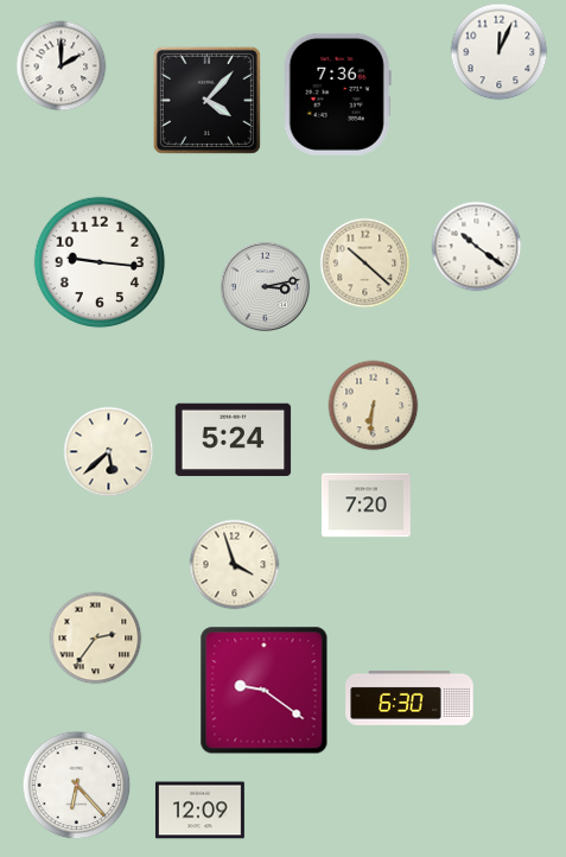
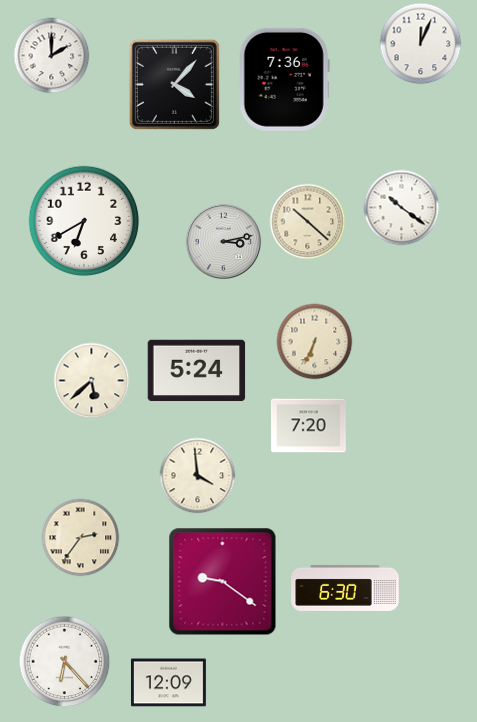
clock at (100, 262): 9:16 -> 6:40
clock at (374, 406): 6:31 -> 6:34
clock at (235, 565): 3:57 -> 3:59
